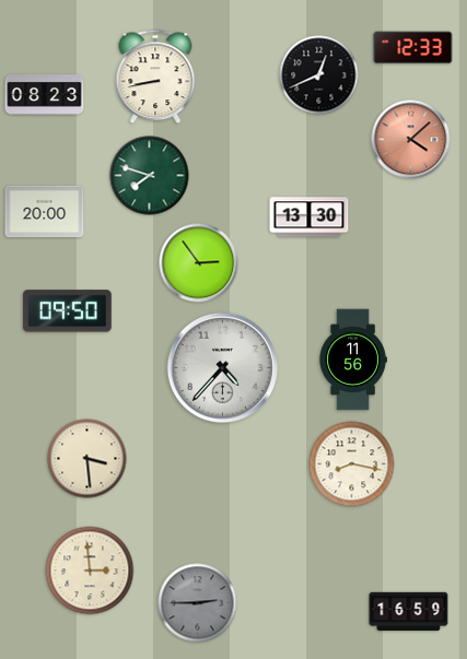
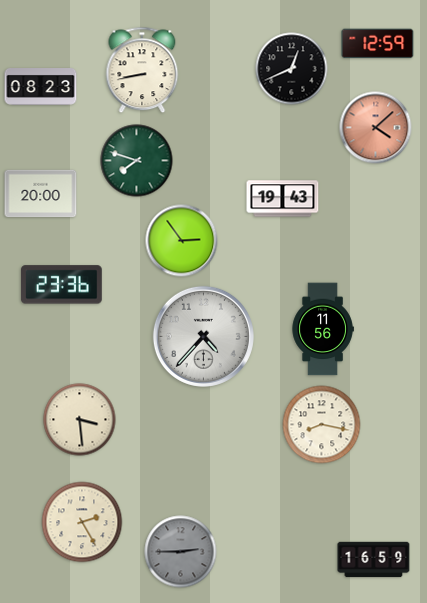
clock at (413, 48): 12:33 -> 12:59
clock at (310, 217): 13:30 -> 19:43
clock at (67, 311): 09:50 -> 23:36
clock at (90, 570): 2:59 -> 2:25
